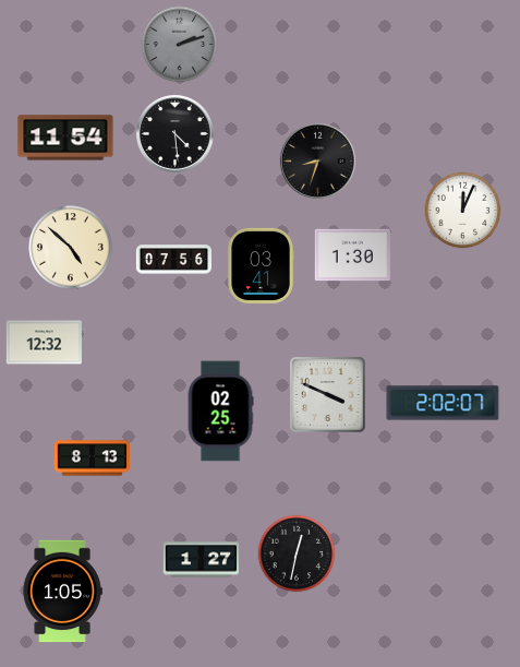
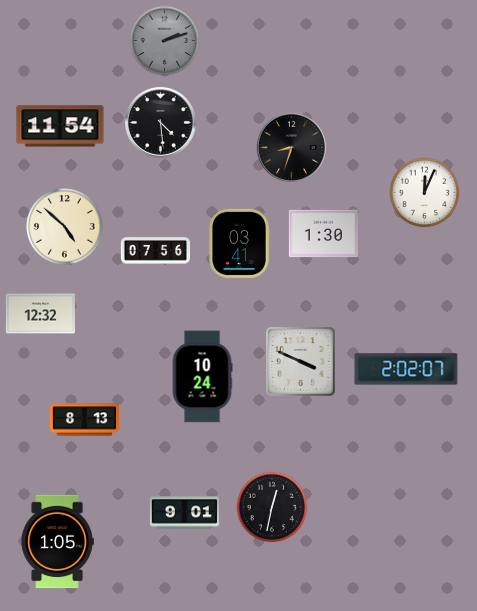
clock at (173, 260) position: (173, 260) -> (155, 251)
clock at (220, 412): 02:25 -> 10:24
clock at (201, 560): 1:27 -> 9:01
